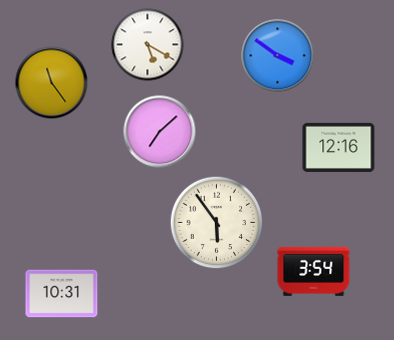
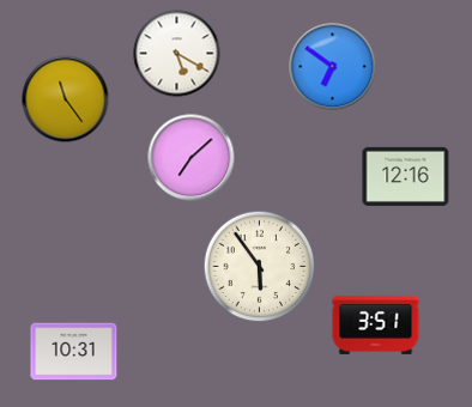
clock at (278, 56): 3:51 -> 6:51
clock at (52, 83) position: (52, 83) -> (66, 99)
clock at (314, 271): 3:54 -> 3:51
